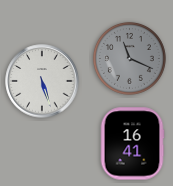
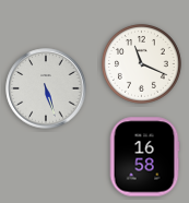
clock at (129, 58) dial: grey -> white
clock at (132, 144): 16:41 -> 16:58
